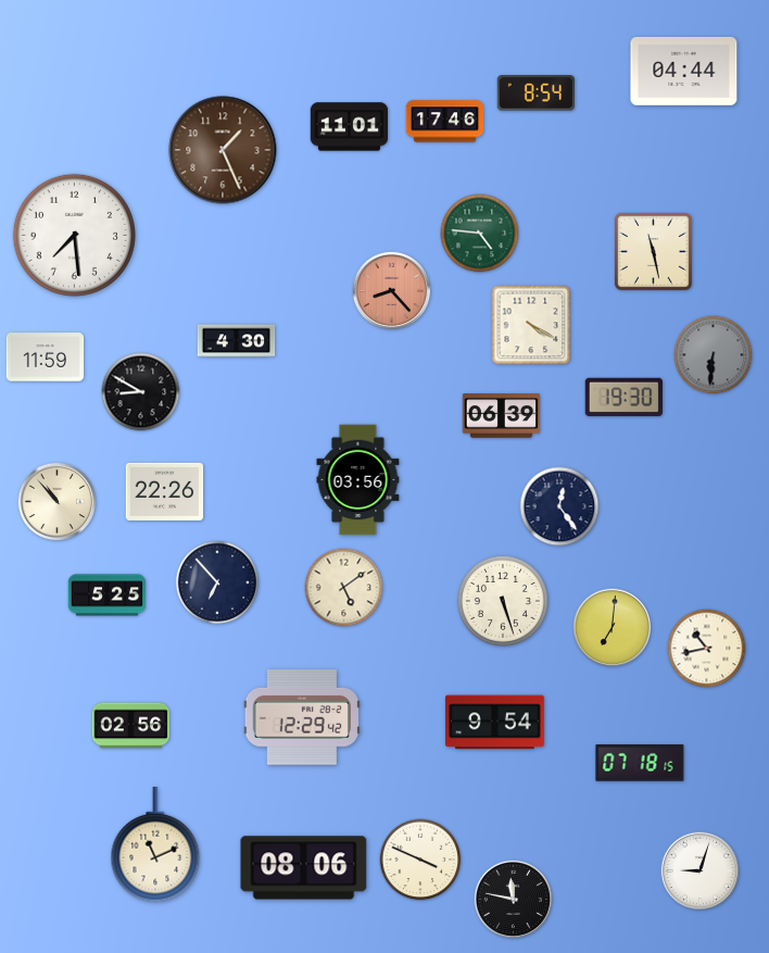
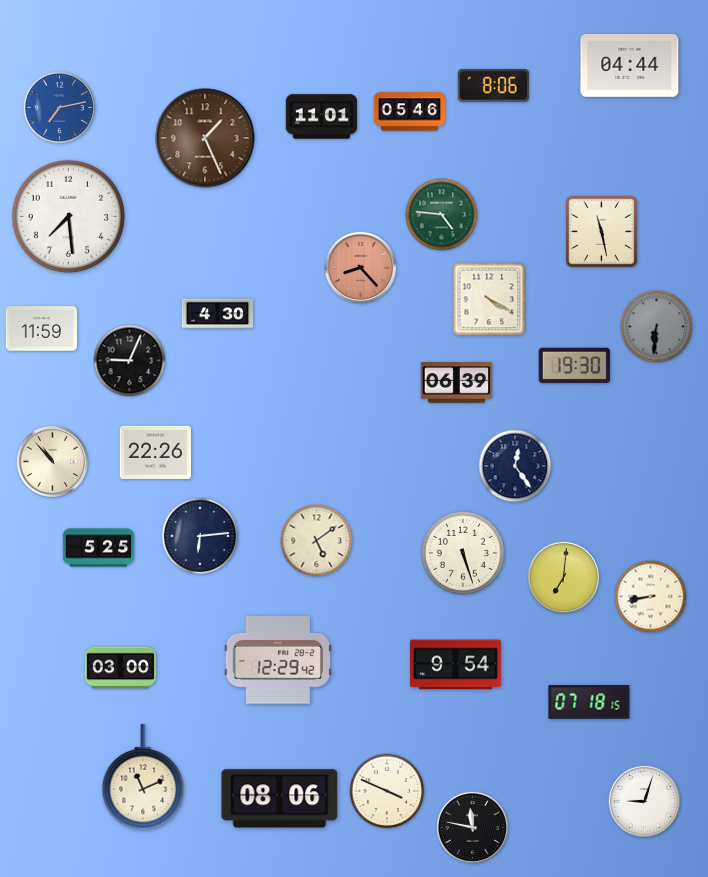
clock at (535, 93): 8:54 -> 8:06
clock at (60, 108): none -> 7:13
clock at (445, 122): 17:46 -> 05:46
clock at (141, 392): 8:50 -> 9:04
clock at (502, 416) position: (502, 416) -> (457, 383)
clock at (358, 480): 03:56 -> none
clock at (165, 491) position: (165, 491) -> (156, 452)
clock at (217, 582): 6:53 -> 6:14
clock at (707, 649): 10:43 -> 8:43
clock at (131, 726): 02:56 -> 03:00
